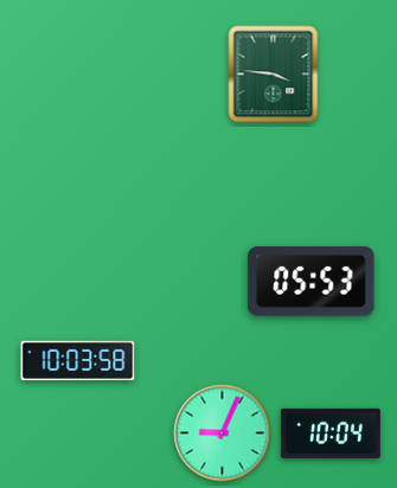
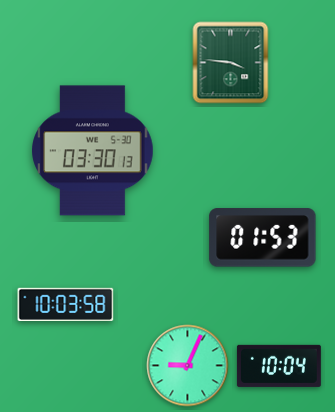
clock at (93, 151): none -> 03:30
clock at (312, 282): 05:53 -> 01:53
